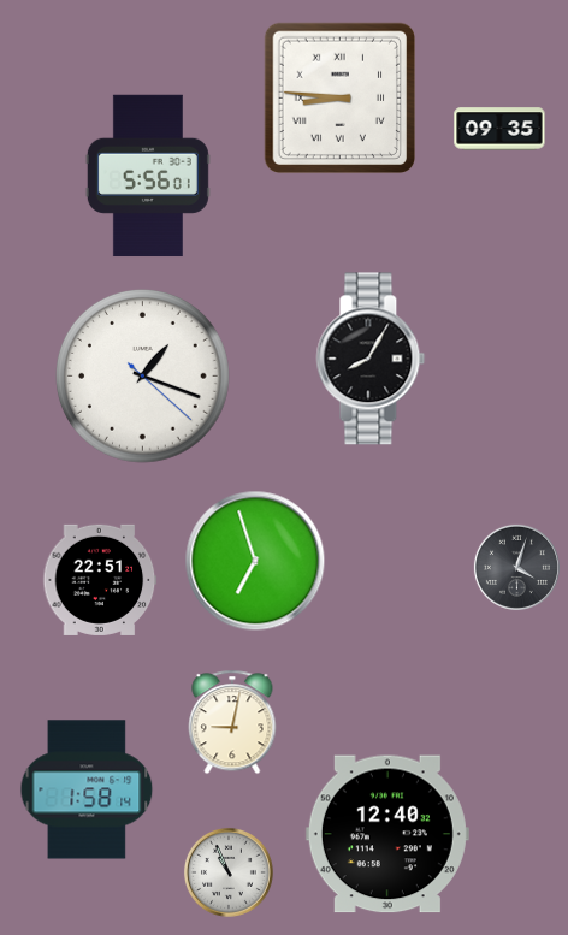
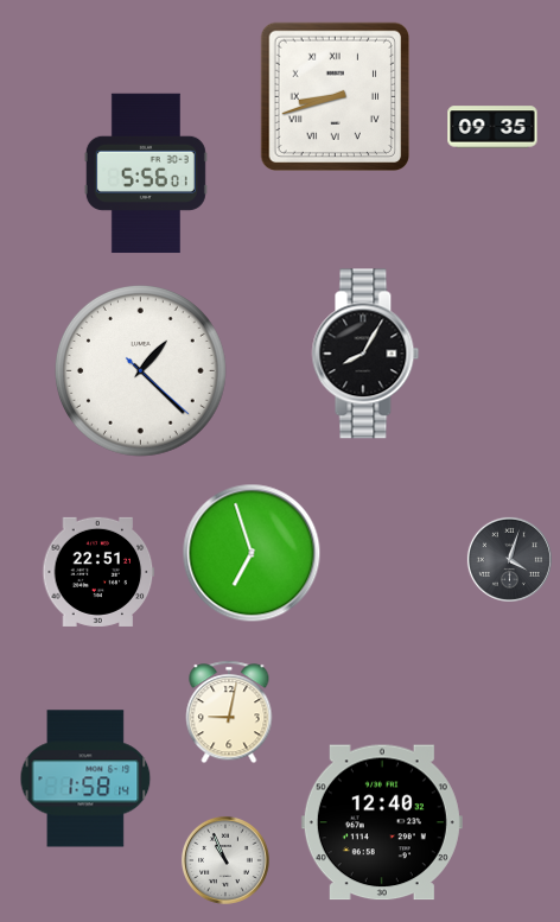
clock at (341, 99): 8:46 -> 8:42
clock at (142, 375): 1:18 -> 1:22
